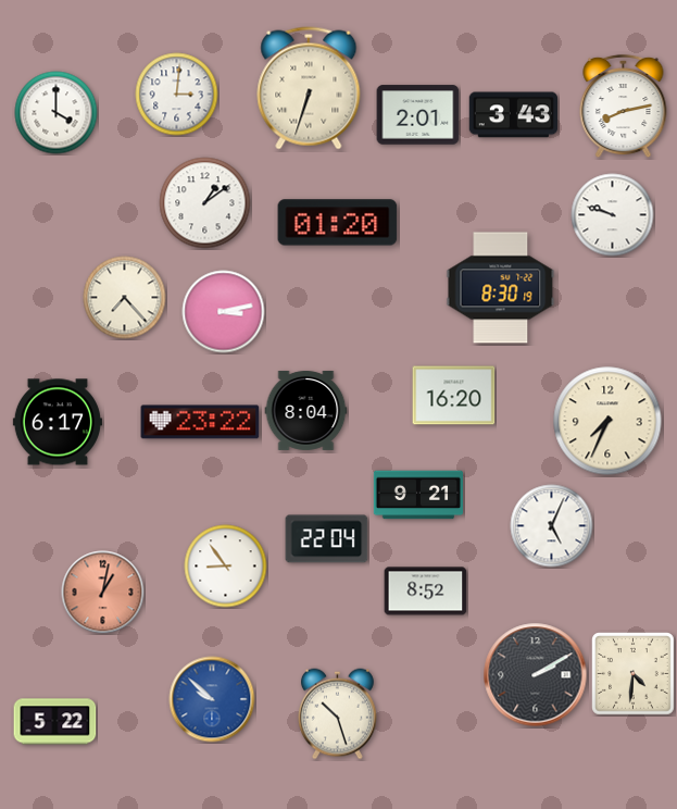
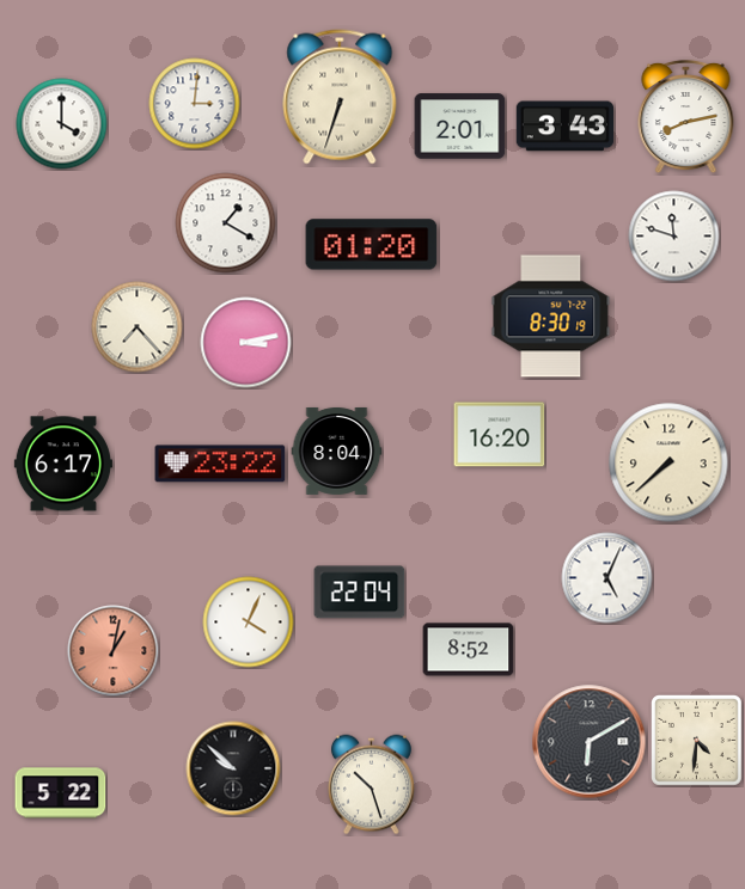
clock at (205, 203): 1:09 -> 1:20
clock at (613, 215): 9:48 -> 11:48
clock at (607, 421): 7:34 -> 7:38
clock at (417, 495): 9:21 -> none
clock at (226, 567): 8:54 -> 4:04
clock at (536, 675): 2:10 -> 6:10
clock at (212, 699) dial: blue -> black
